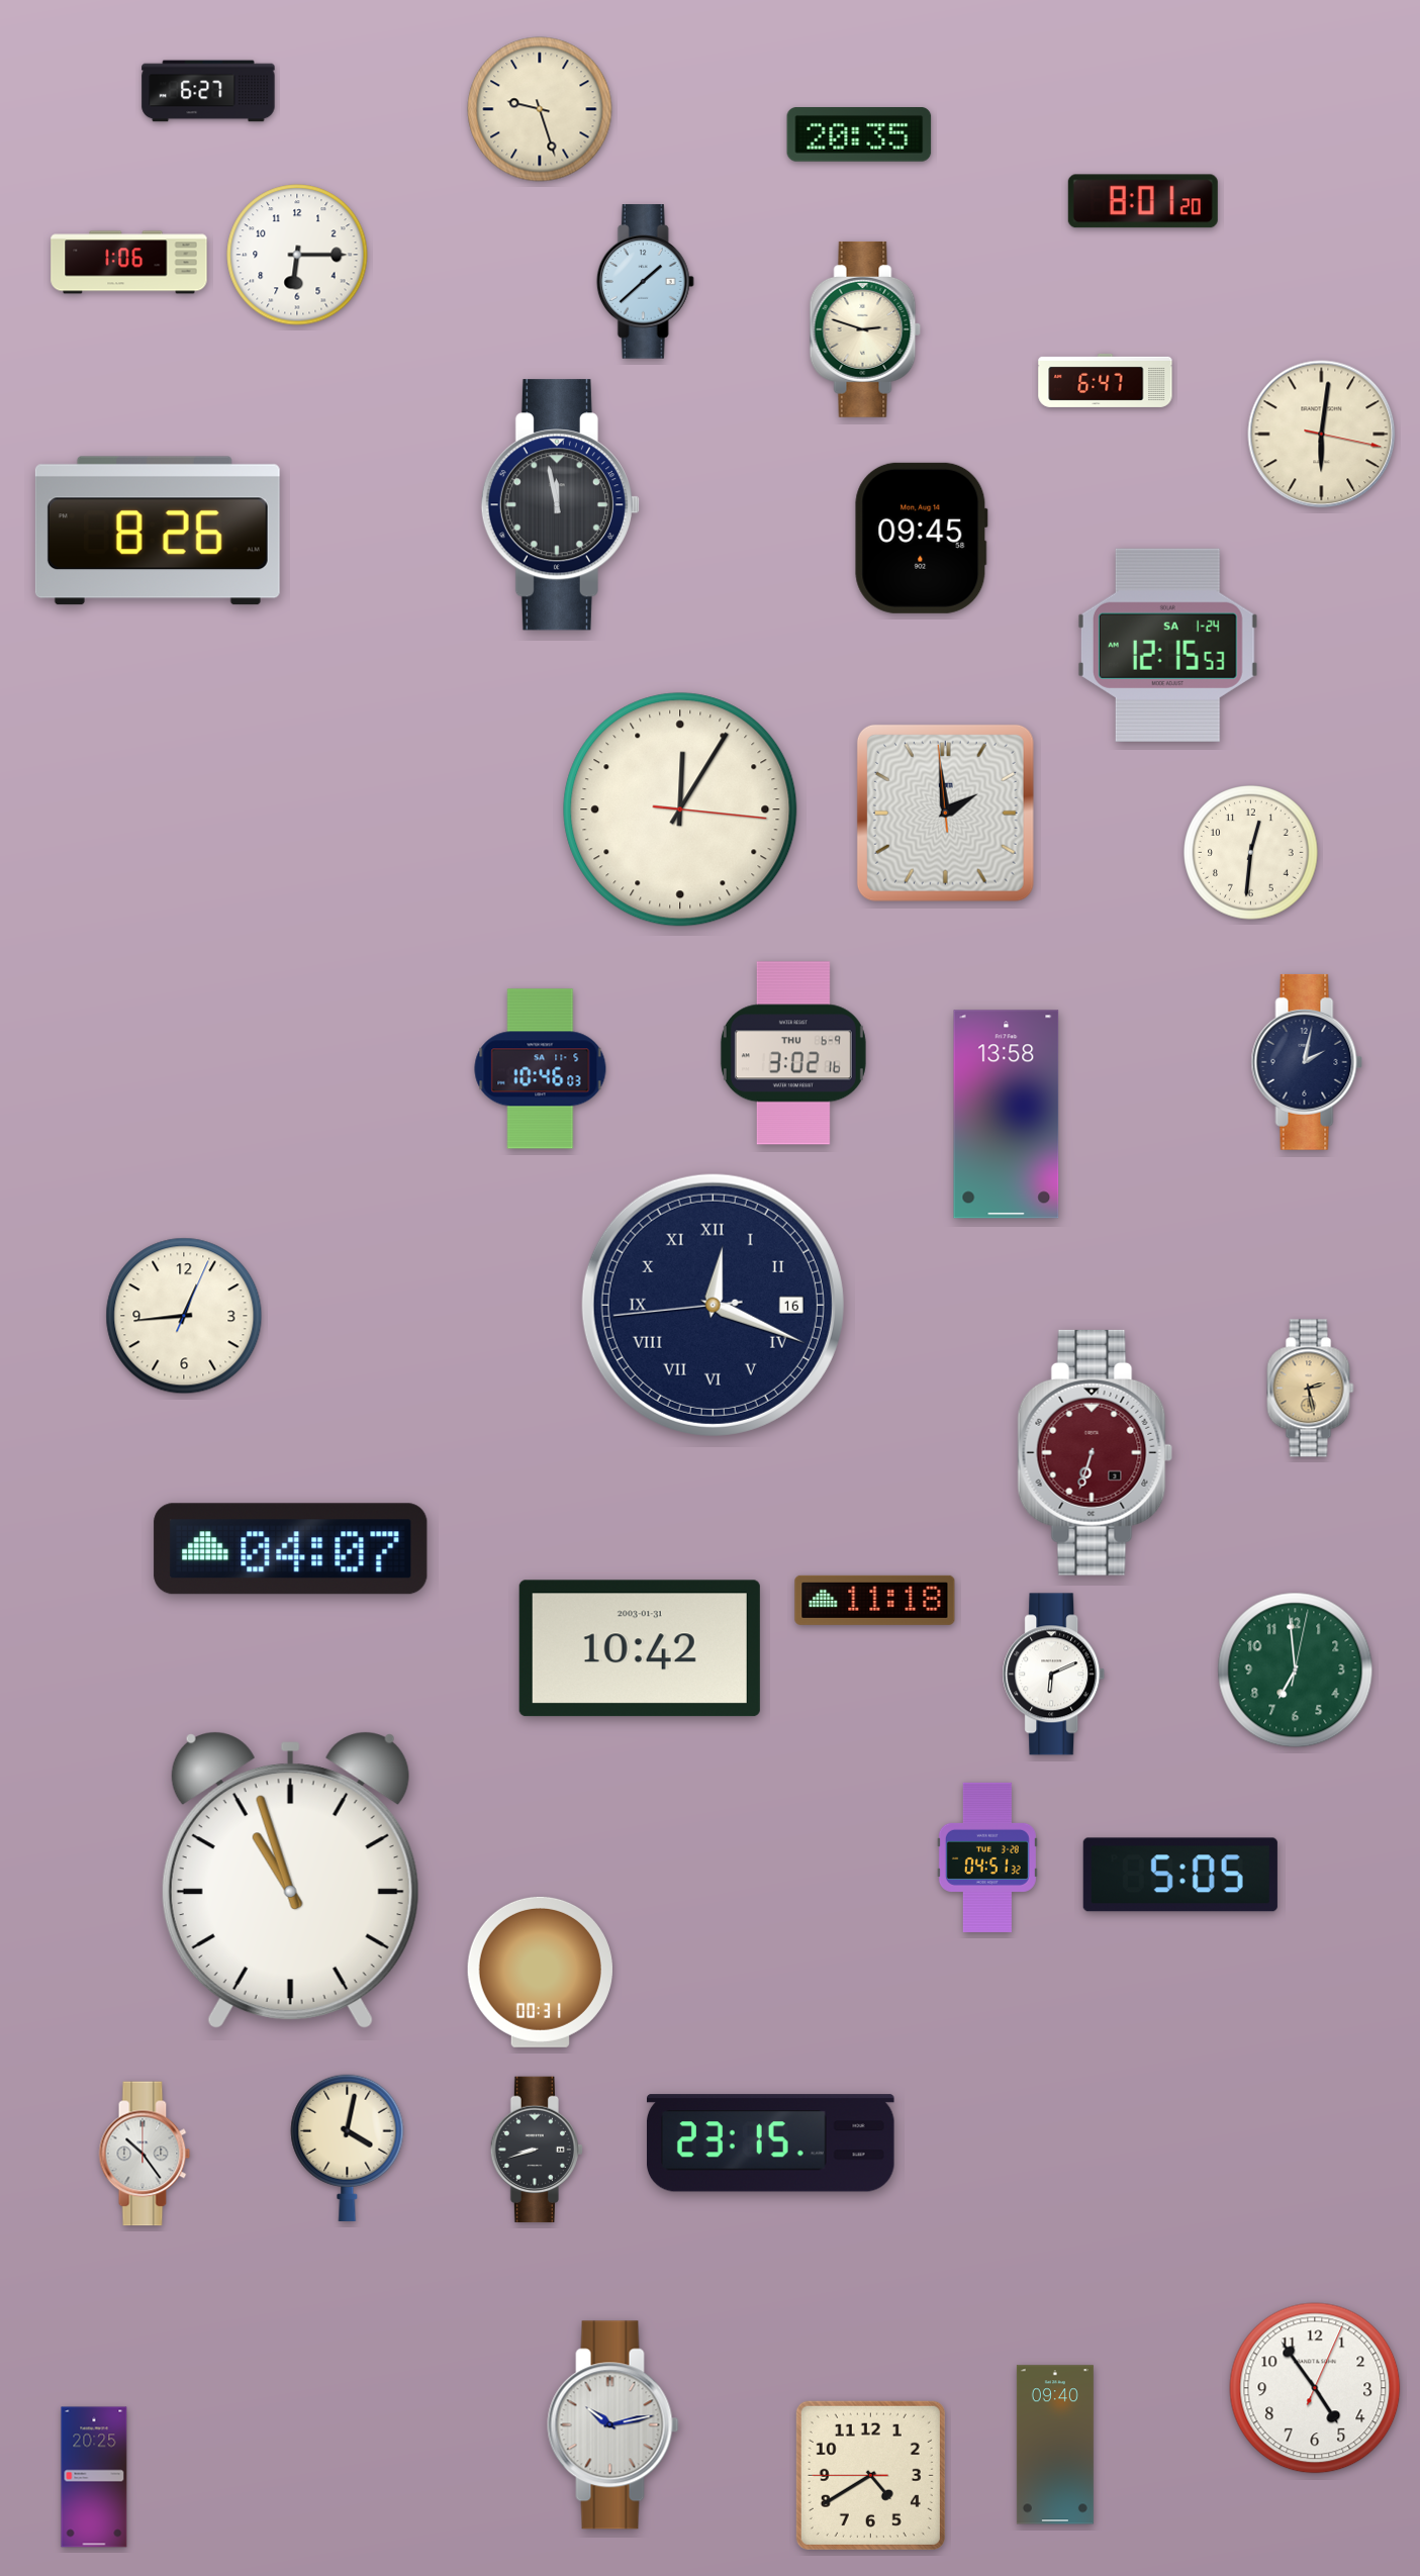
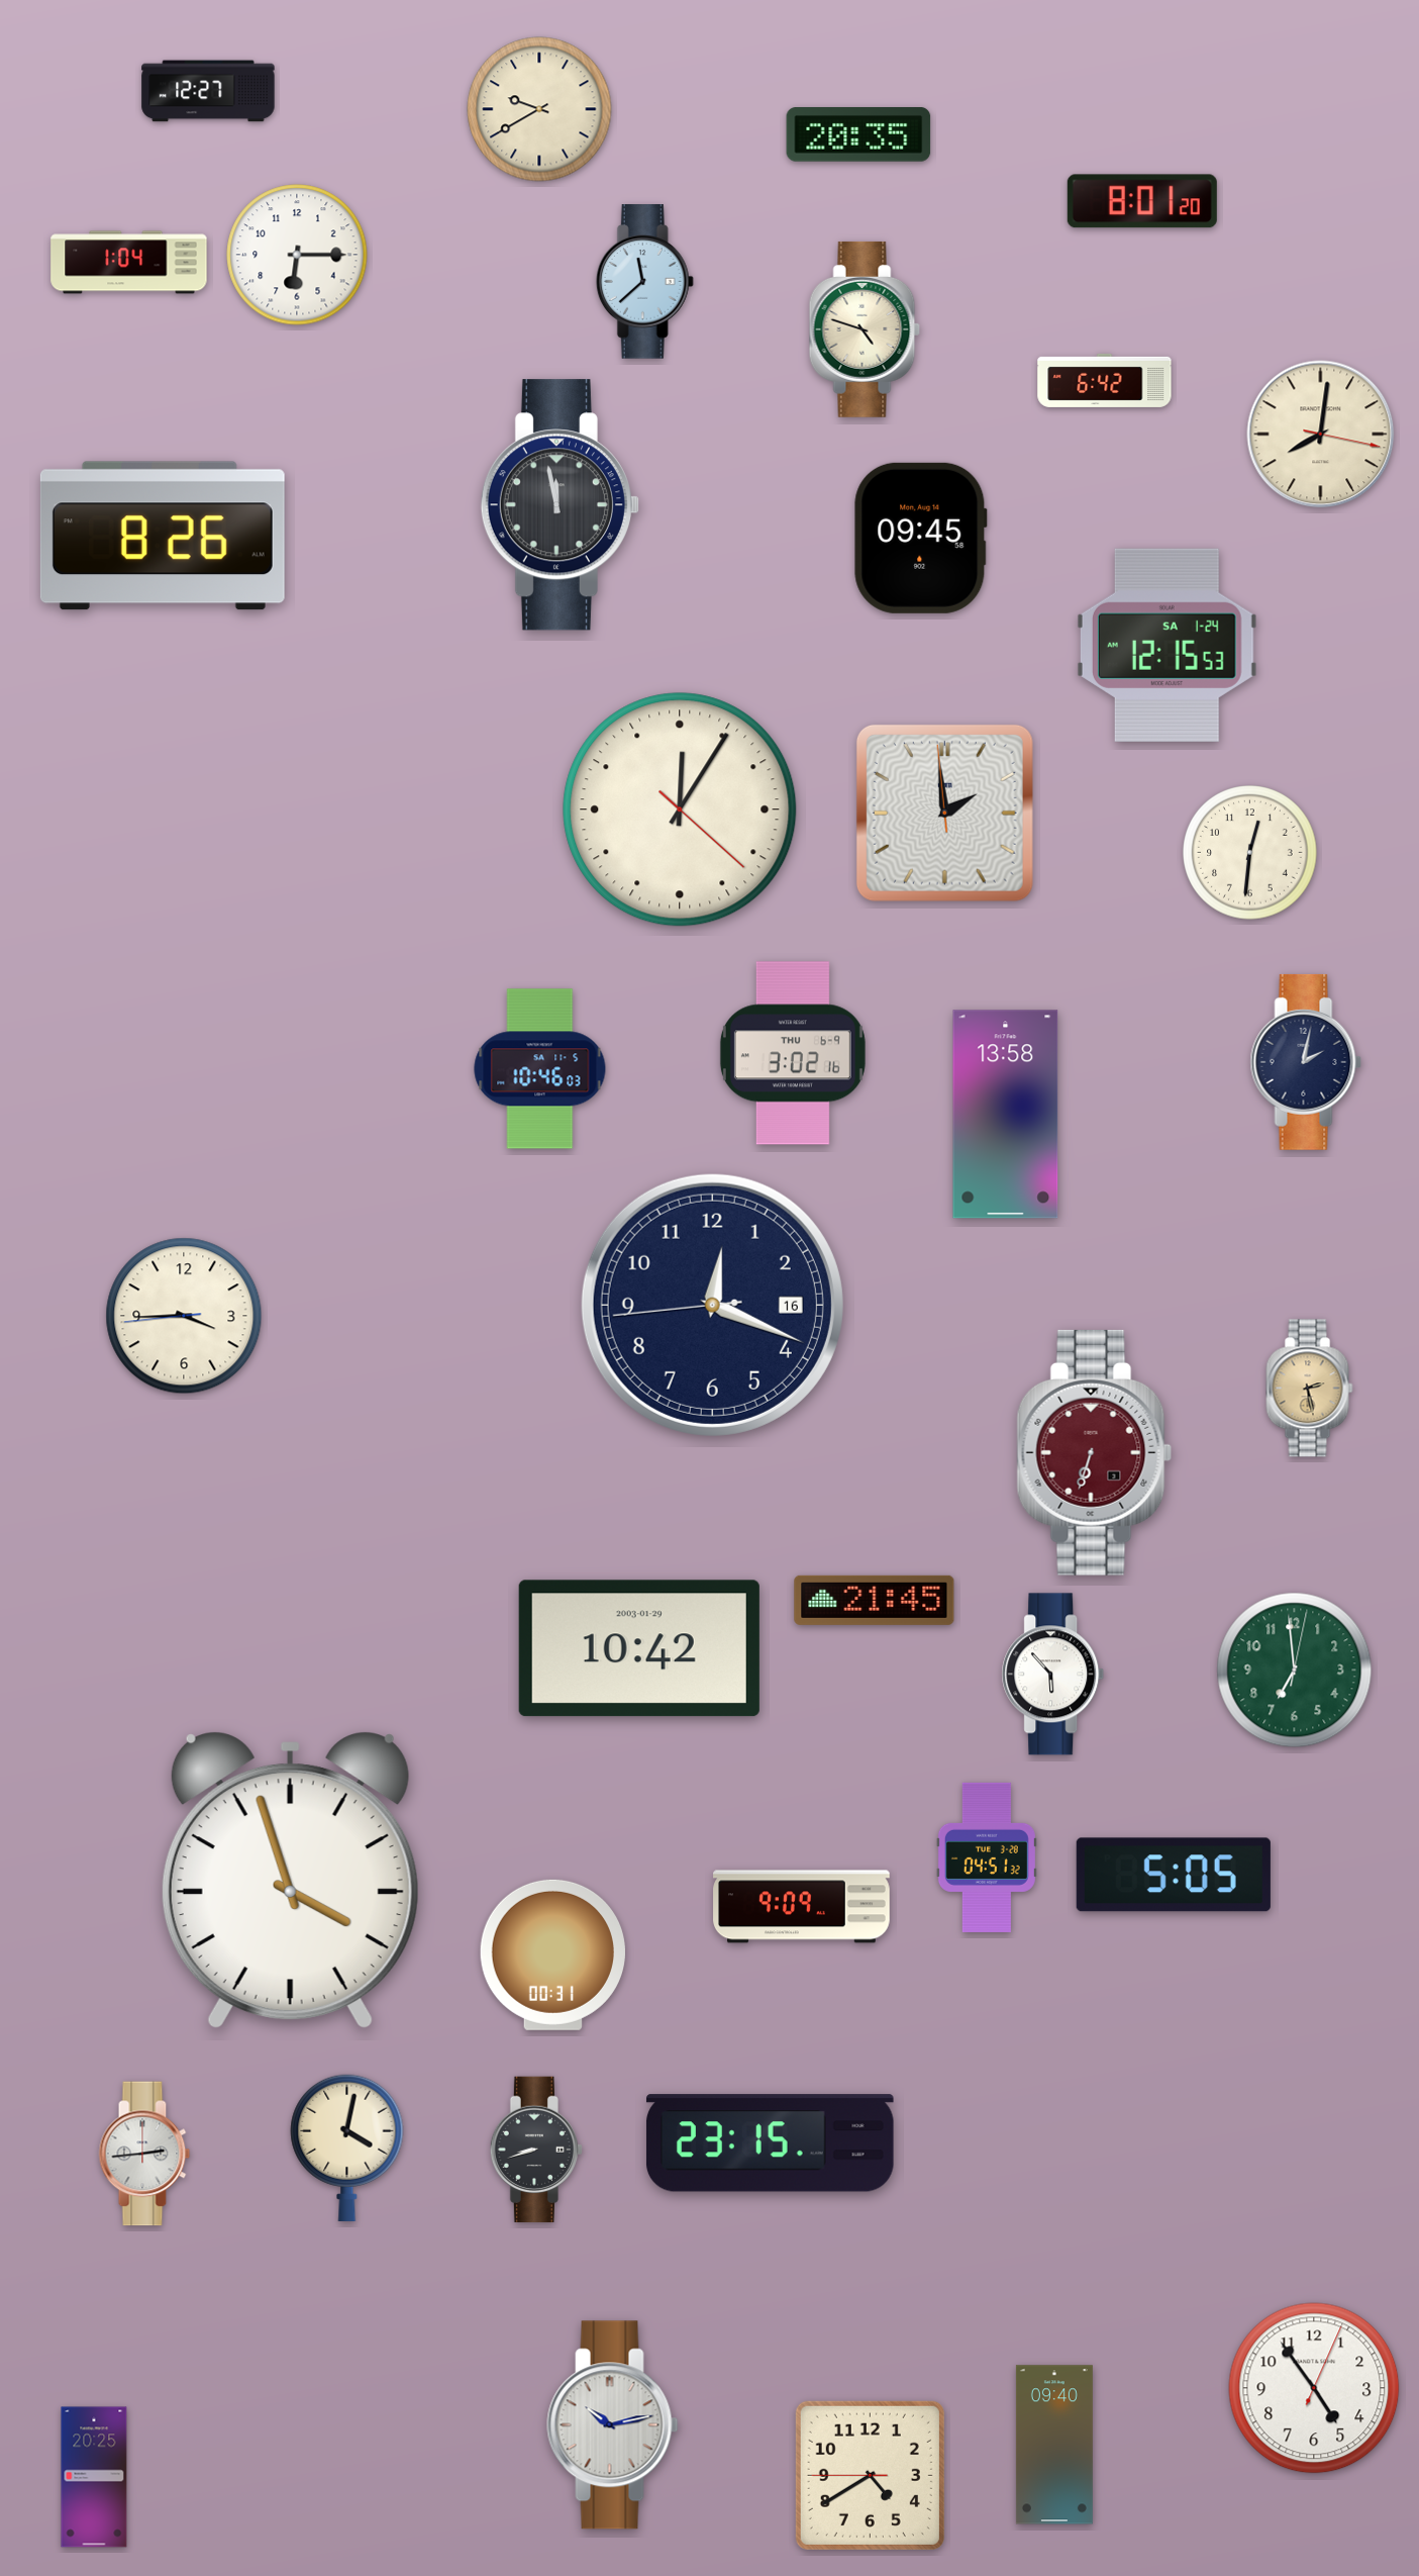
clock at (208, 91): 6:27 -> 12:27
clock at (540, 109): 9:27 -> 9:40
clock at (129, 263): 1:06 -> 1:04
clock at (645, 282): 1:38 -> 11:38
clock at (865, 329): 2:48 -> 4:48
clock at (1106, 380): 6:47 -> 6:42
clock at (1322, 435): 6:01 -> 8:01
clock at (158, 531) position: (158, 531) -> (163, 536)
clock at (680, 809): 12:05:16 -> 12:05:22
clock at (713, 1305) numerals: Roman -> Arabic
clock at (184, 1316): 12:44 -> 3:44
clock at (291, 1549): 04:07 -> none
clock at (875, 1600): 11:18 -> 21:45
clock at (640, 1648) date: 2003-01-31 -> 2003-01-29
clock at (1054, 1675): 6:11 -> 5:53
clock at (1180, 1875) position: (1180, 1875) -> (1174, 1875)
clock at (290, 1880): 10:57 -> 3:57
clock at (802, 1907): none -> 9:09
clock at (540, 1972) position: (540, 1972) -> (552, 1954)
clock at (145, 2154): 10:24 -> 2:44
